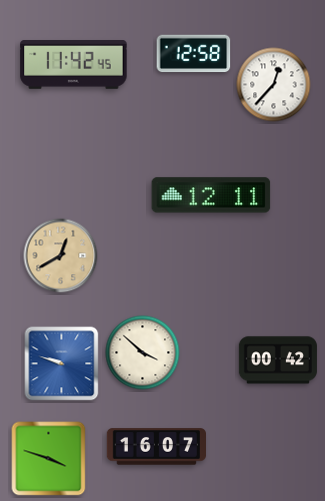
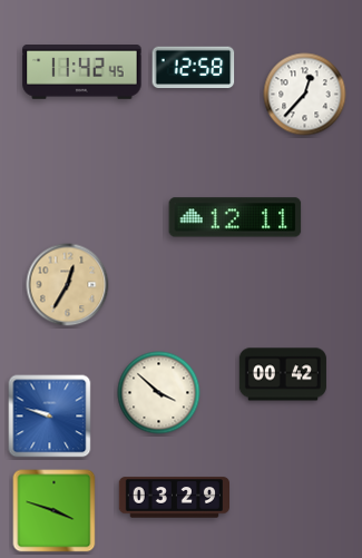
clock at (194, 54) position: (194, 54) -> (194, 68)
clock at (61, 256): 12:40 -> 12:35
clock at (278, 360) position: (278, 360) -> (283, 374)
clock at (62, 364) position: (62, 364) -> (50, 417)
clock at (156, 447): 16:07 -> 03:29
